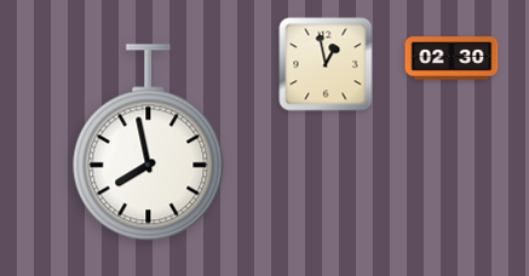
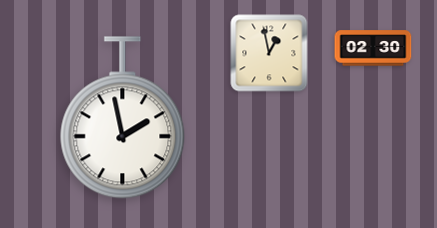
clock at (149, 143): 7:58 -> 1:58
